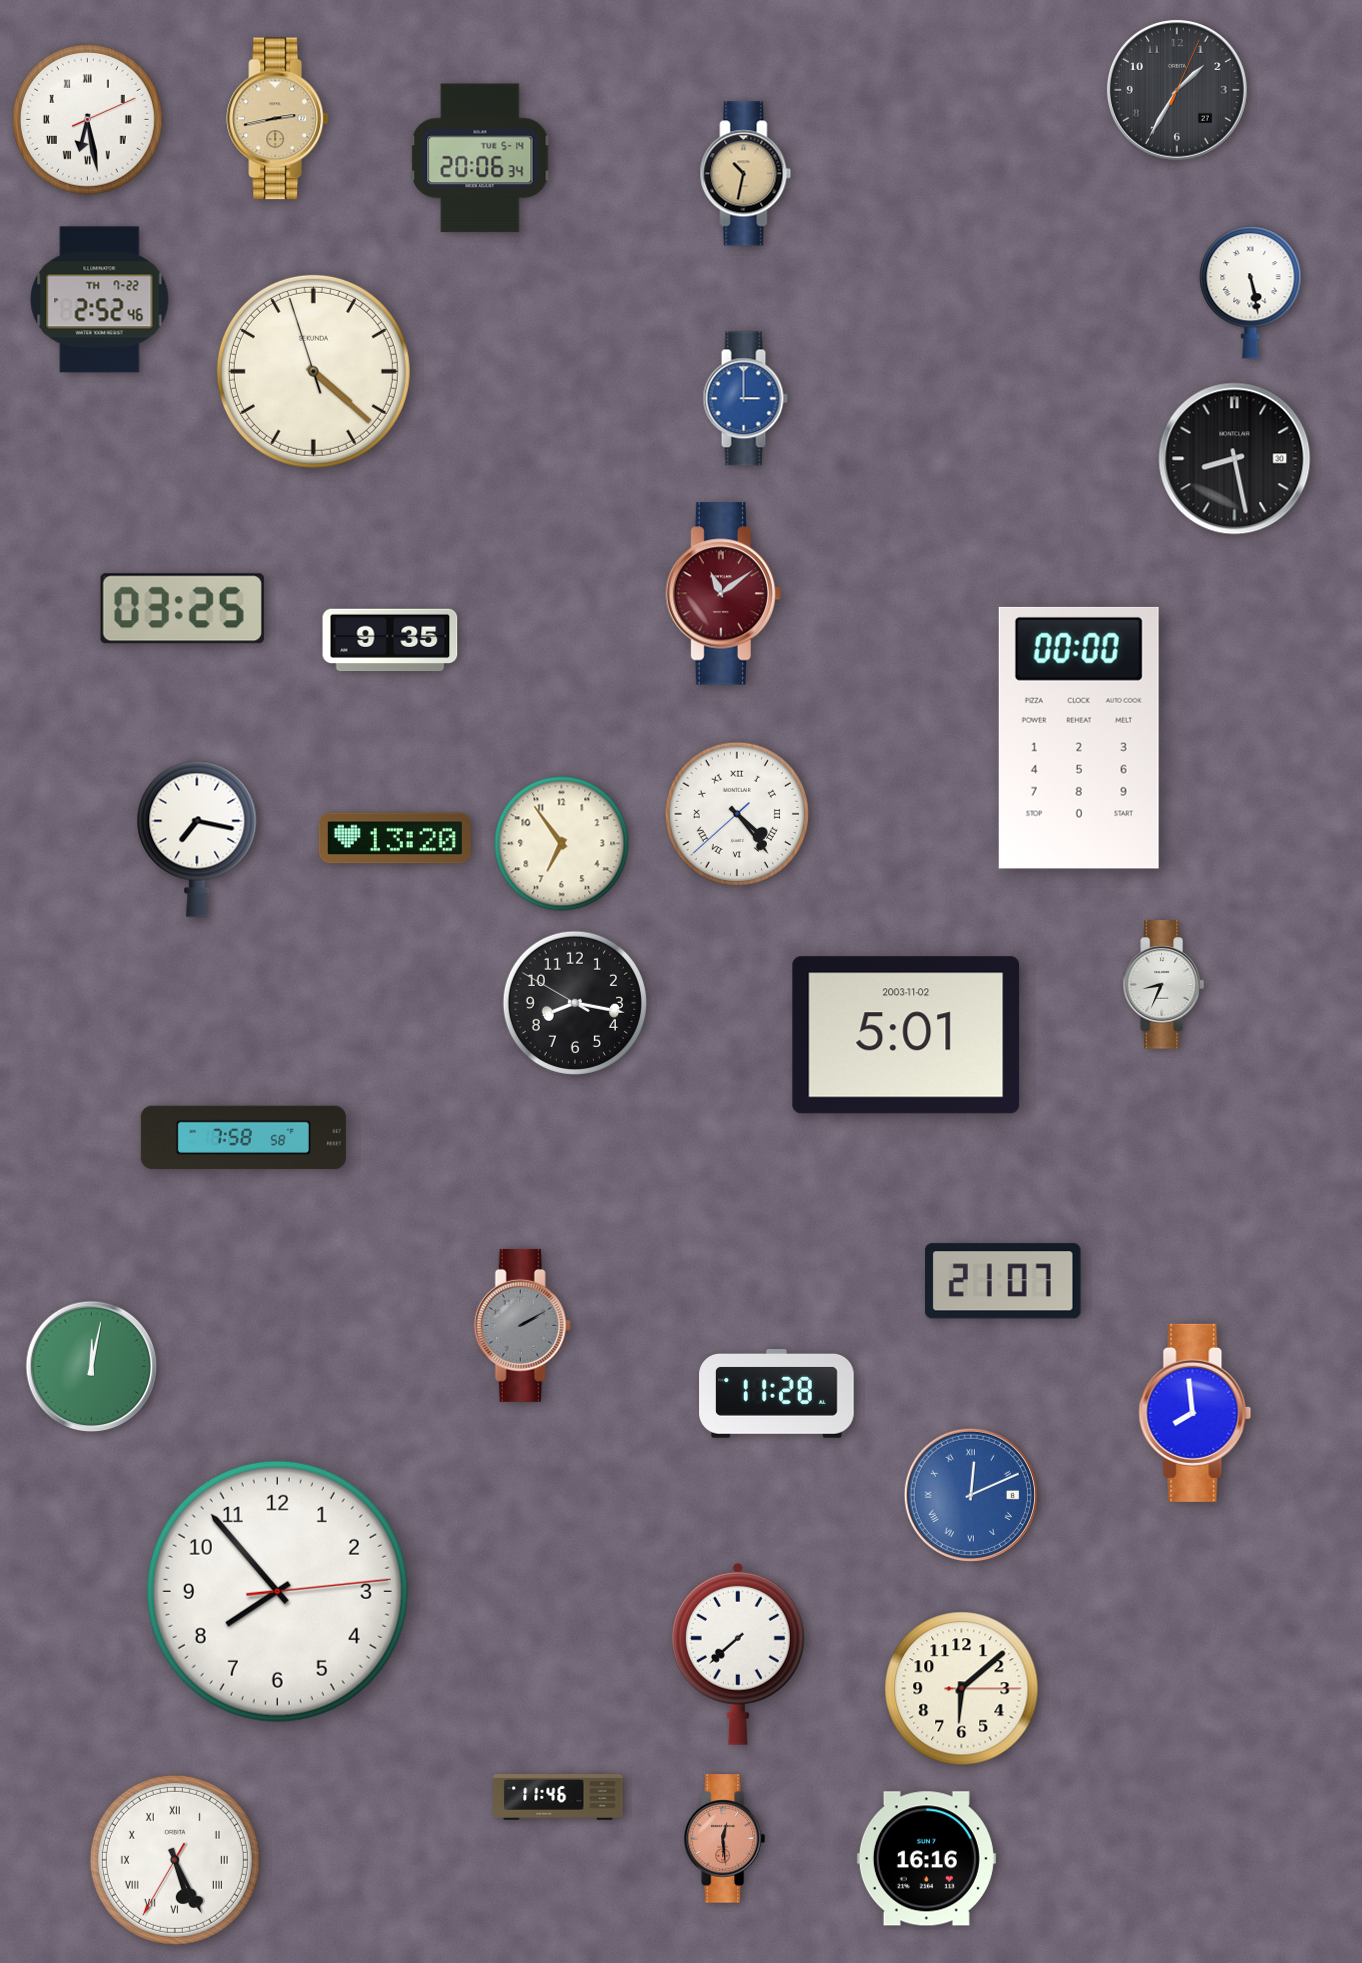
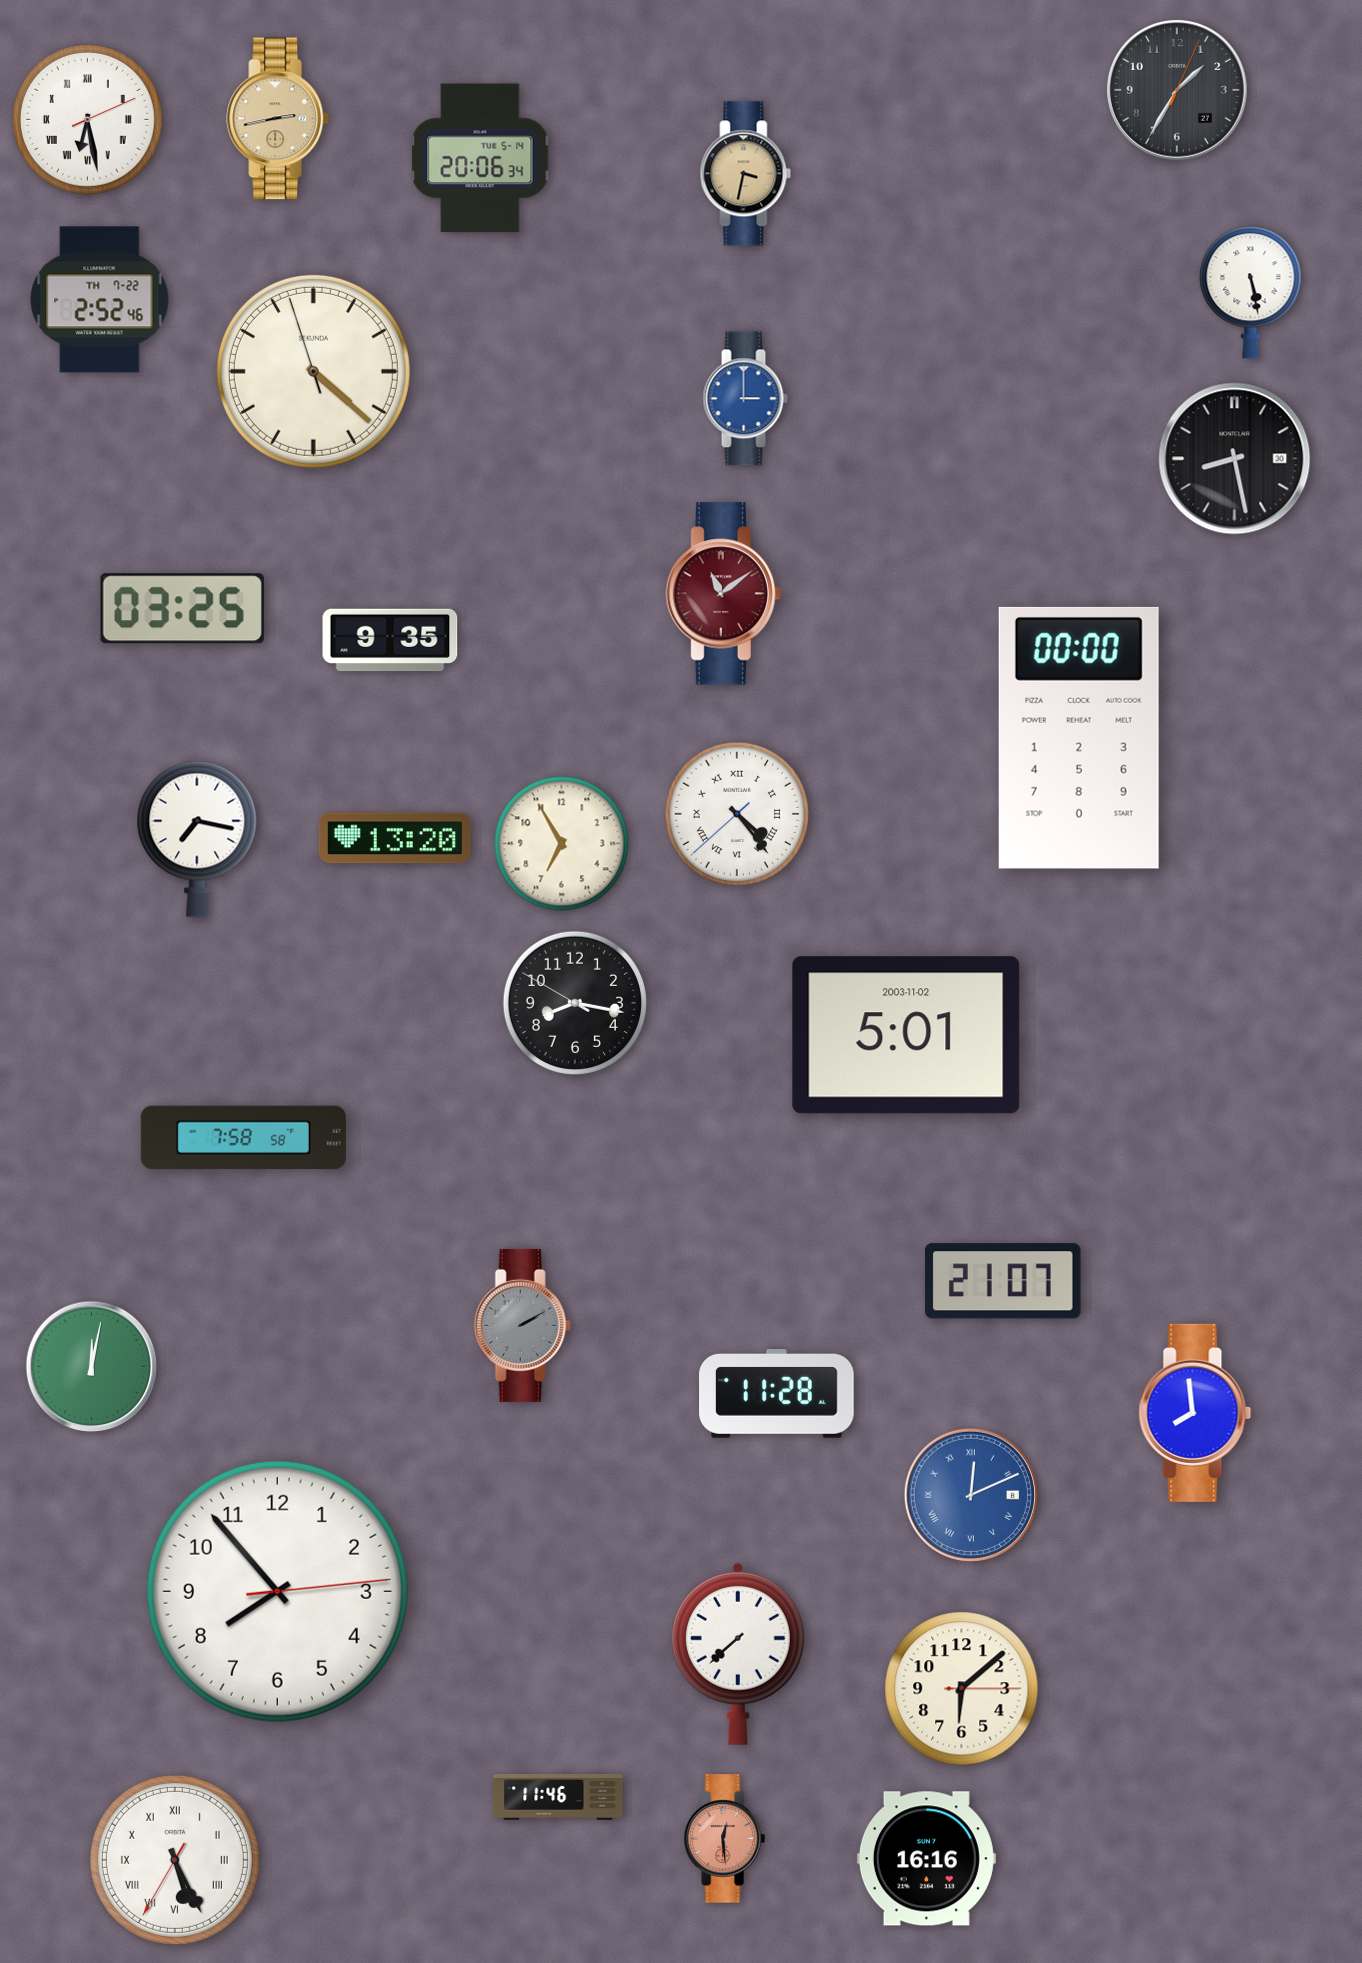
clock at (746, 174): 10:32 -> 3:32
clock at (562, 844): 6:54 -> 6:55
clock at (1163, 985): 8:34 -> none
